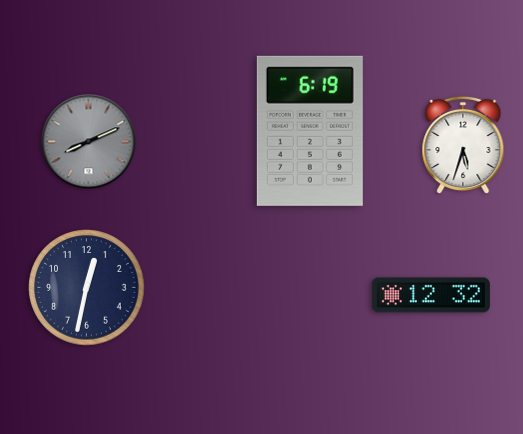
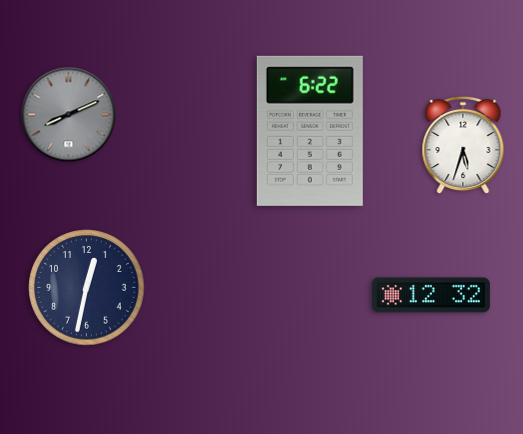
clock at (310, 131): 6:19 -> 6:22
clock at (89, 142) position: (89, 142) -> (69, 115)
